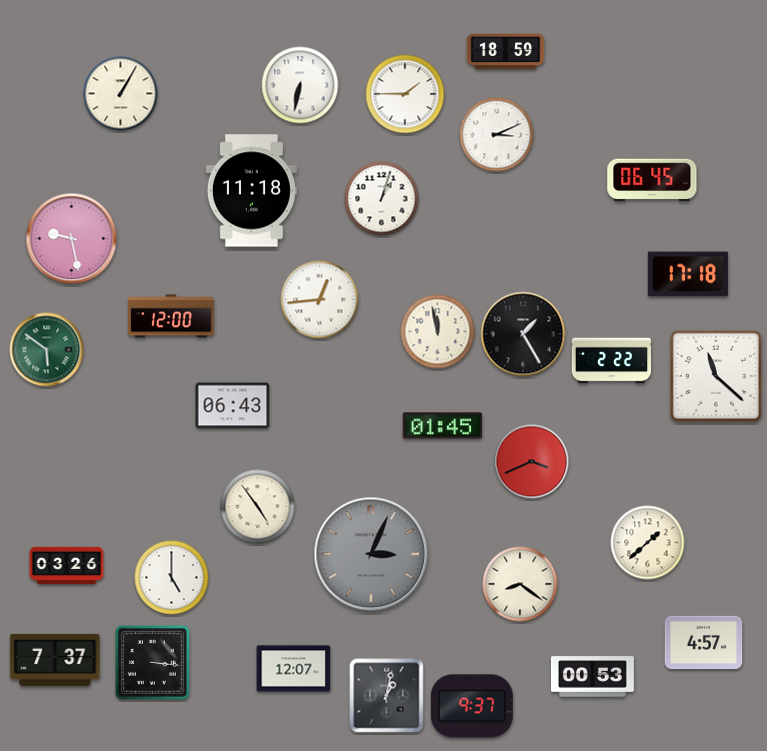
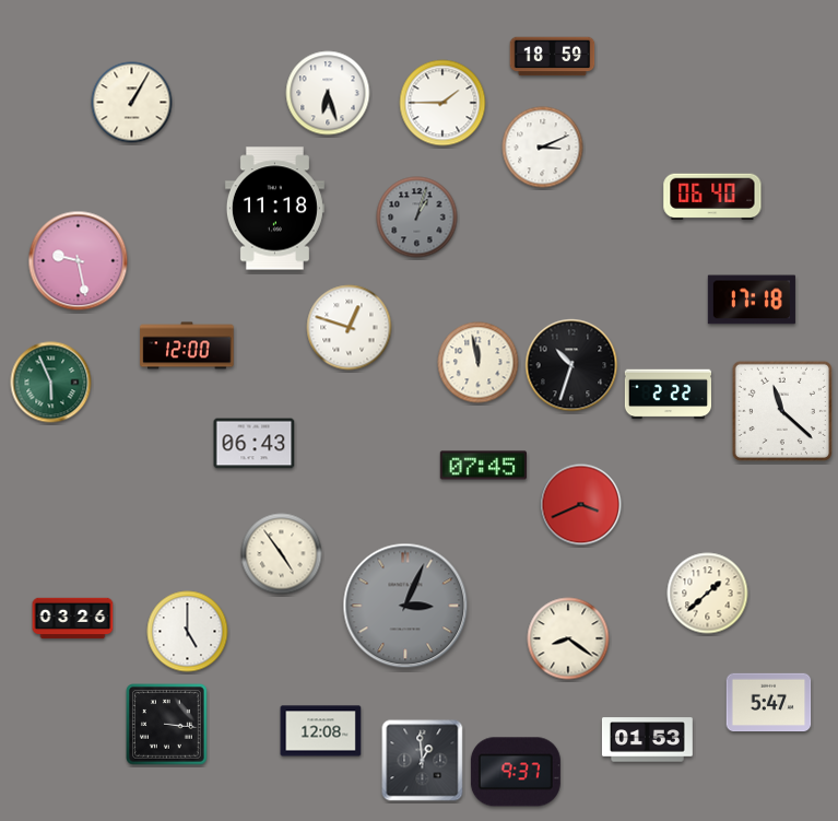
clock at (300, 85): 6:32 -> 6:27
clock at (652, 180): 06:45 -> 06:40
clock at (382, 199) dial: white -> grey
clock at (320, 300): 12:44 -> 12:48
clock at (523, 334): 1:25 -> 10:33
clock at (47, 350): 5:51 -> 5:56
clock at (442, 426): 01:45 -> 07:45
clock at (704, 643): 4:57 -> 5:47
clock at (55, 660): 7:37 -> none
clock at (294, 669): 12:07 -> 12:08
clock at (592, 677): 00:53 -> 01:53
clock at (387, 696): 1:02 -> 12:59
